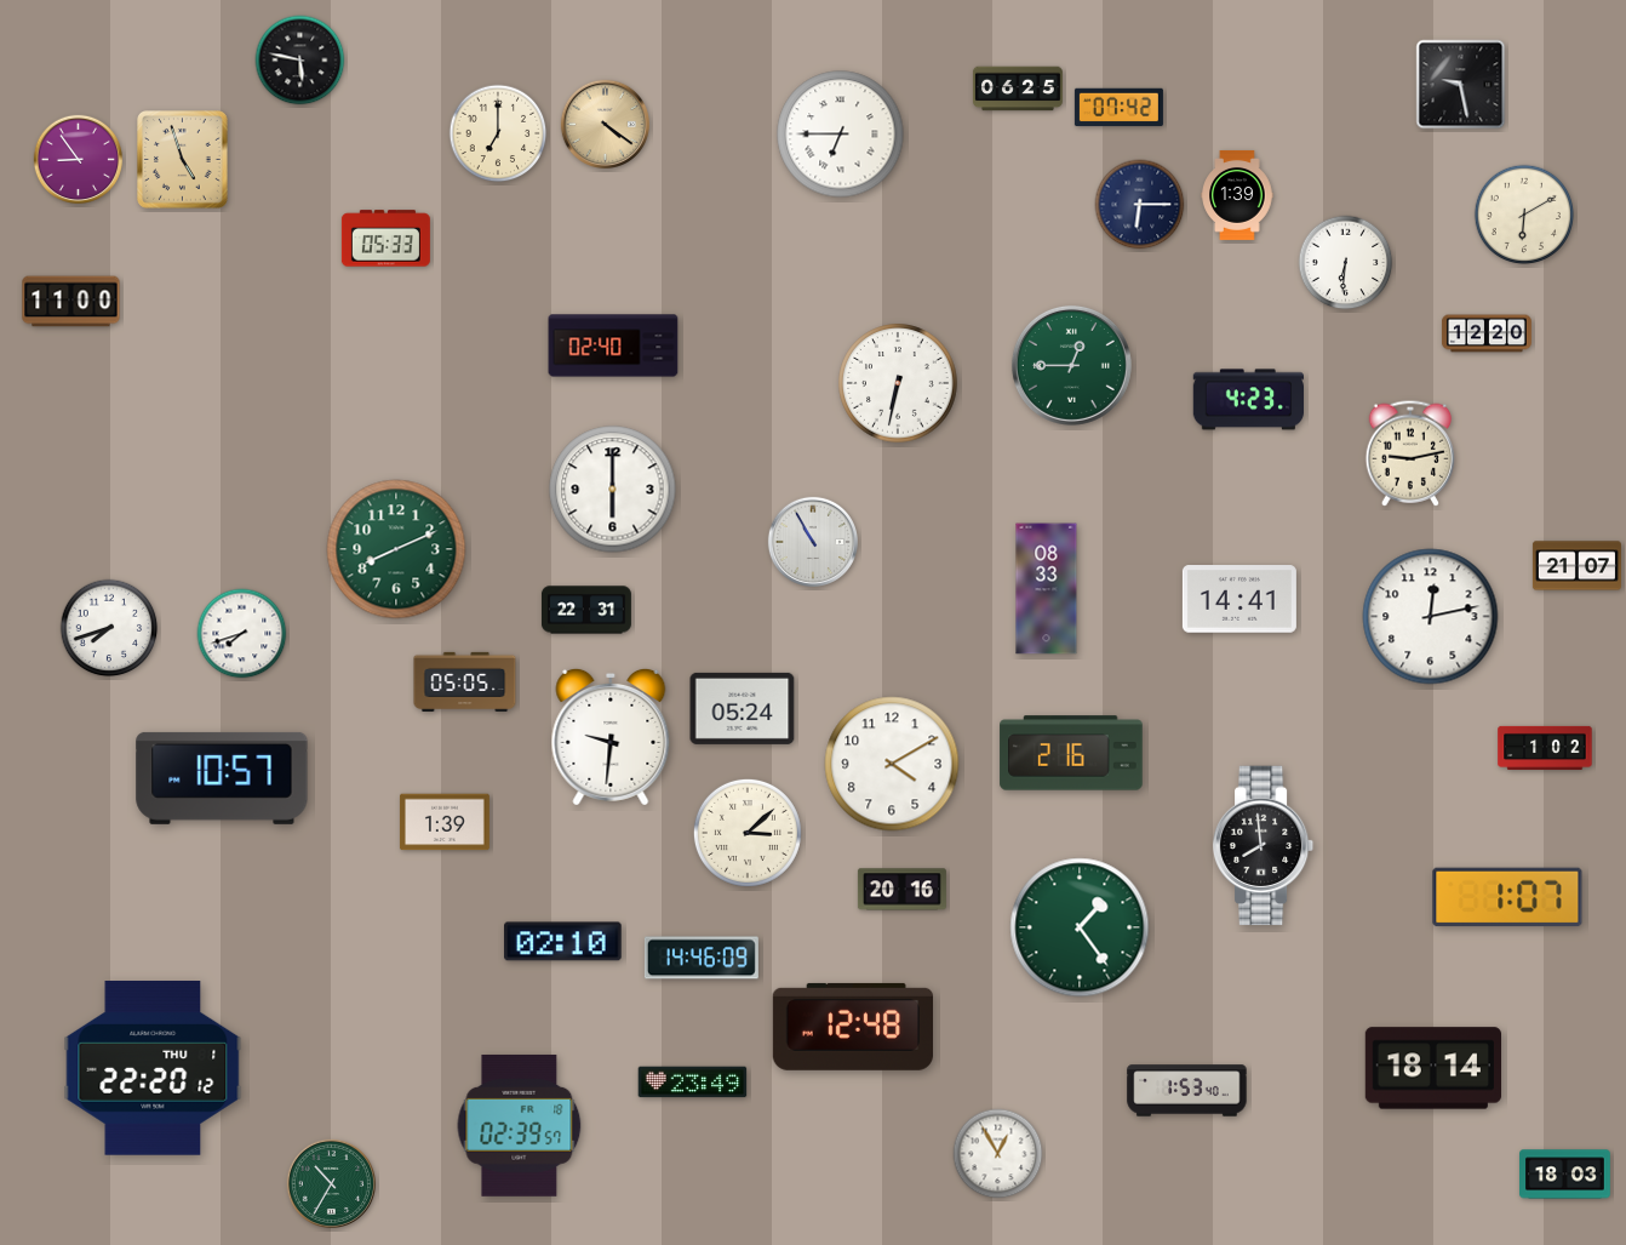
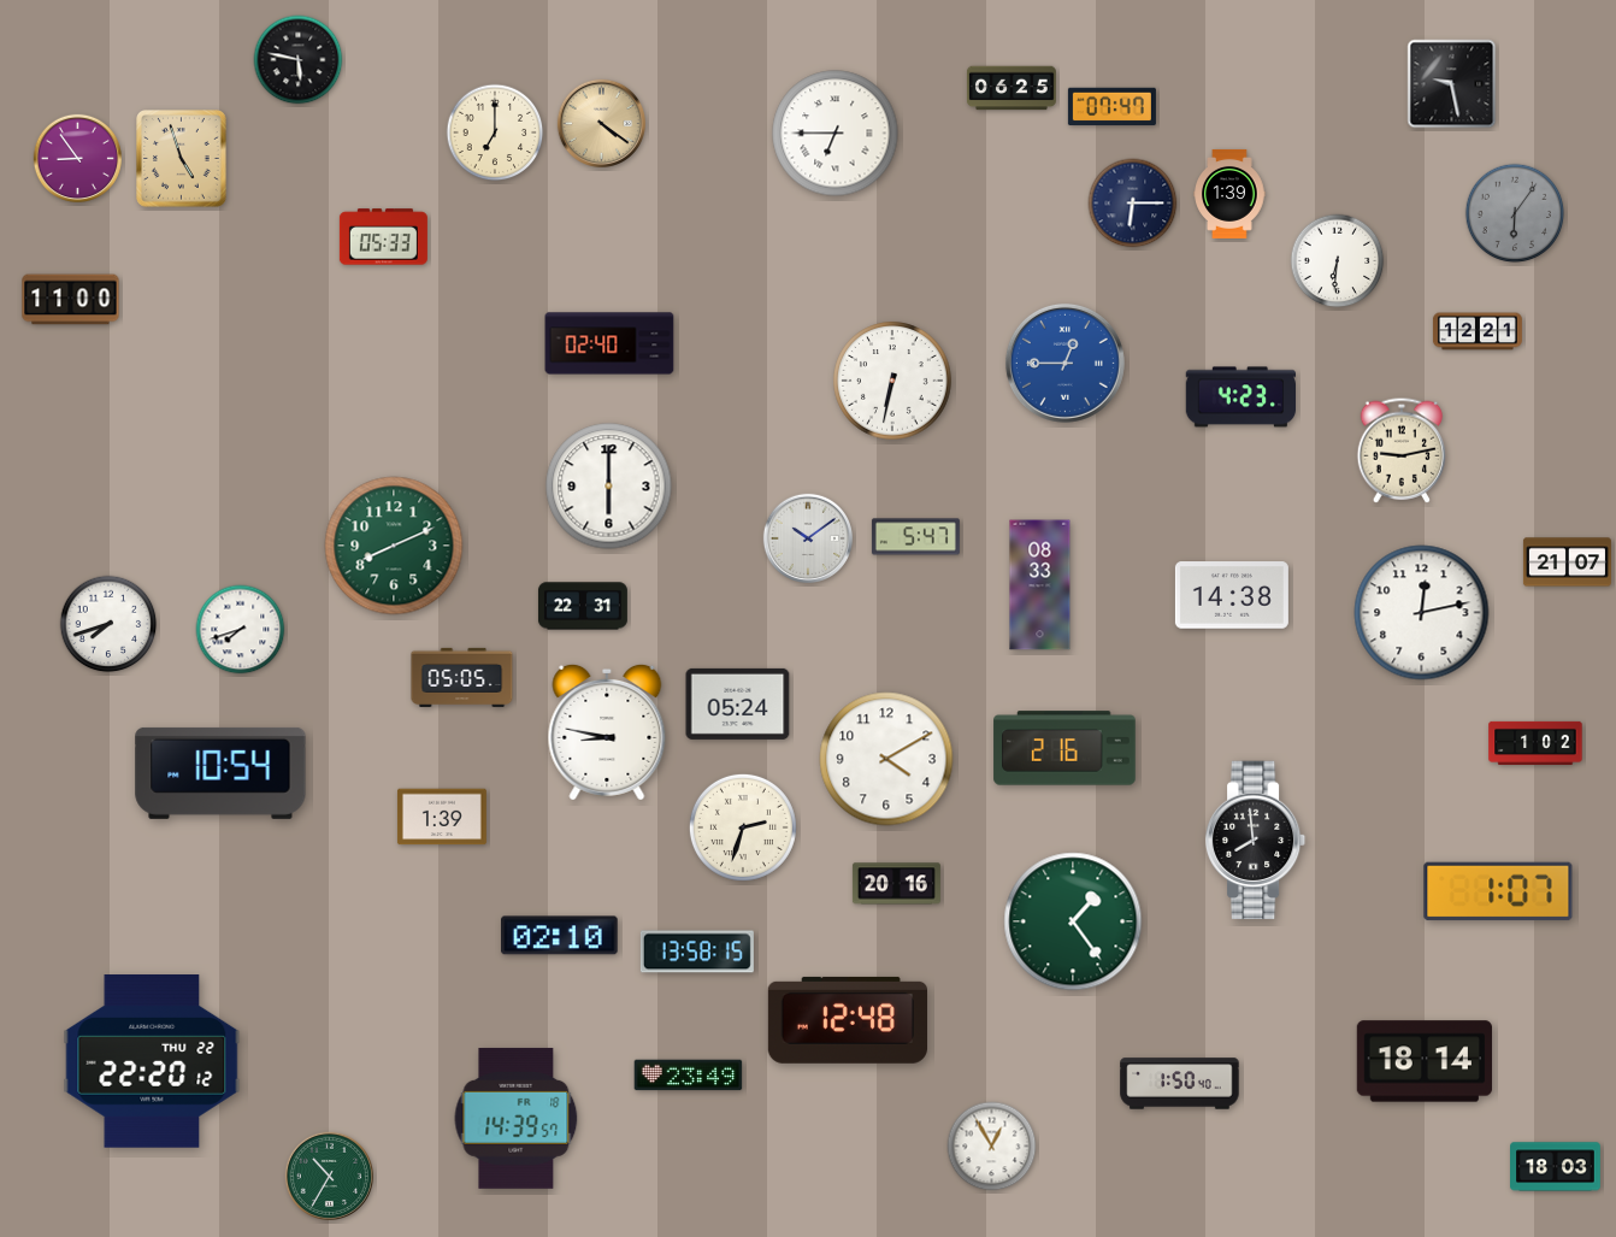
clock at (1118, 108): 07:42 -> 07:47
clock at (1524, 215): 6:10 -> 6:06
clock at (1524, 215) dial: cream -> grey
clock at (1487, 333): 12:20 -> 12:21
clock at (1071, 365) dial: green -> blue
clock at (812, 541): 10:55 -> 10:09
clock at (915, 537): none -> 5:47
clock at (1239, 599): 14:41 -> 14:38
clock at (611, 737): 9:31 -> 8:47
clock at (222, 778): 10:57 -> 10:54
clock at (748, 833): 3:08 -> 2:33
clock at (702, 958): 14:46 -> 13:58
clock at (153, 1069) date: THU 1 -> THU 22
clock at (1187, 1091): 1:53 -> 1:50
clock at (520, 1125): 02:39 -> 14:39
